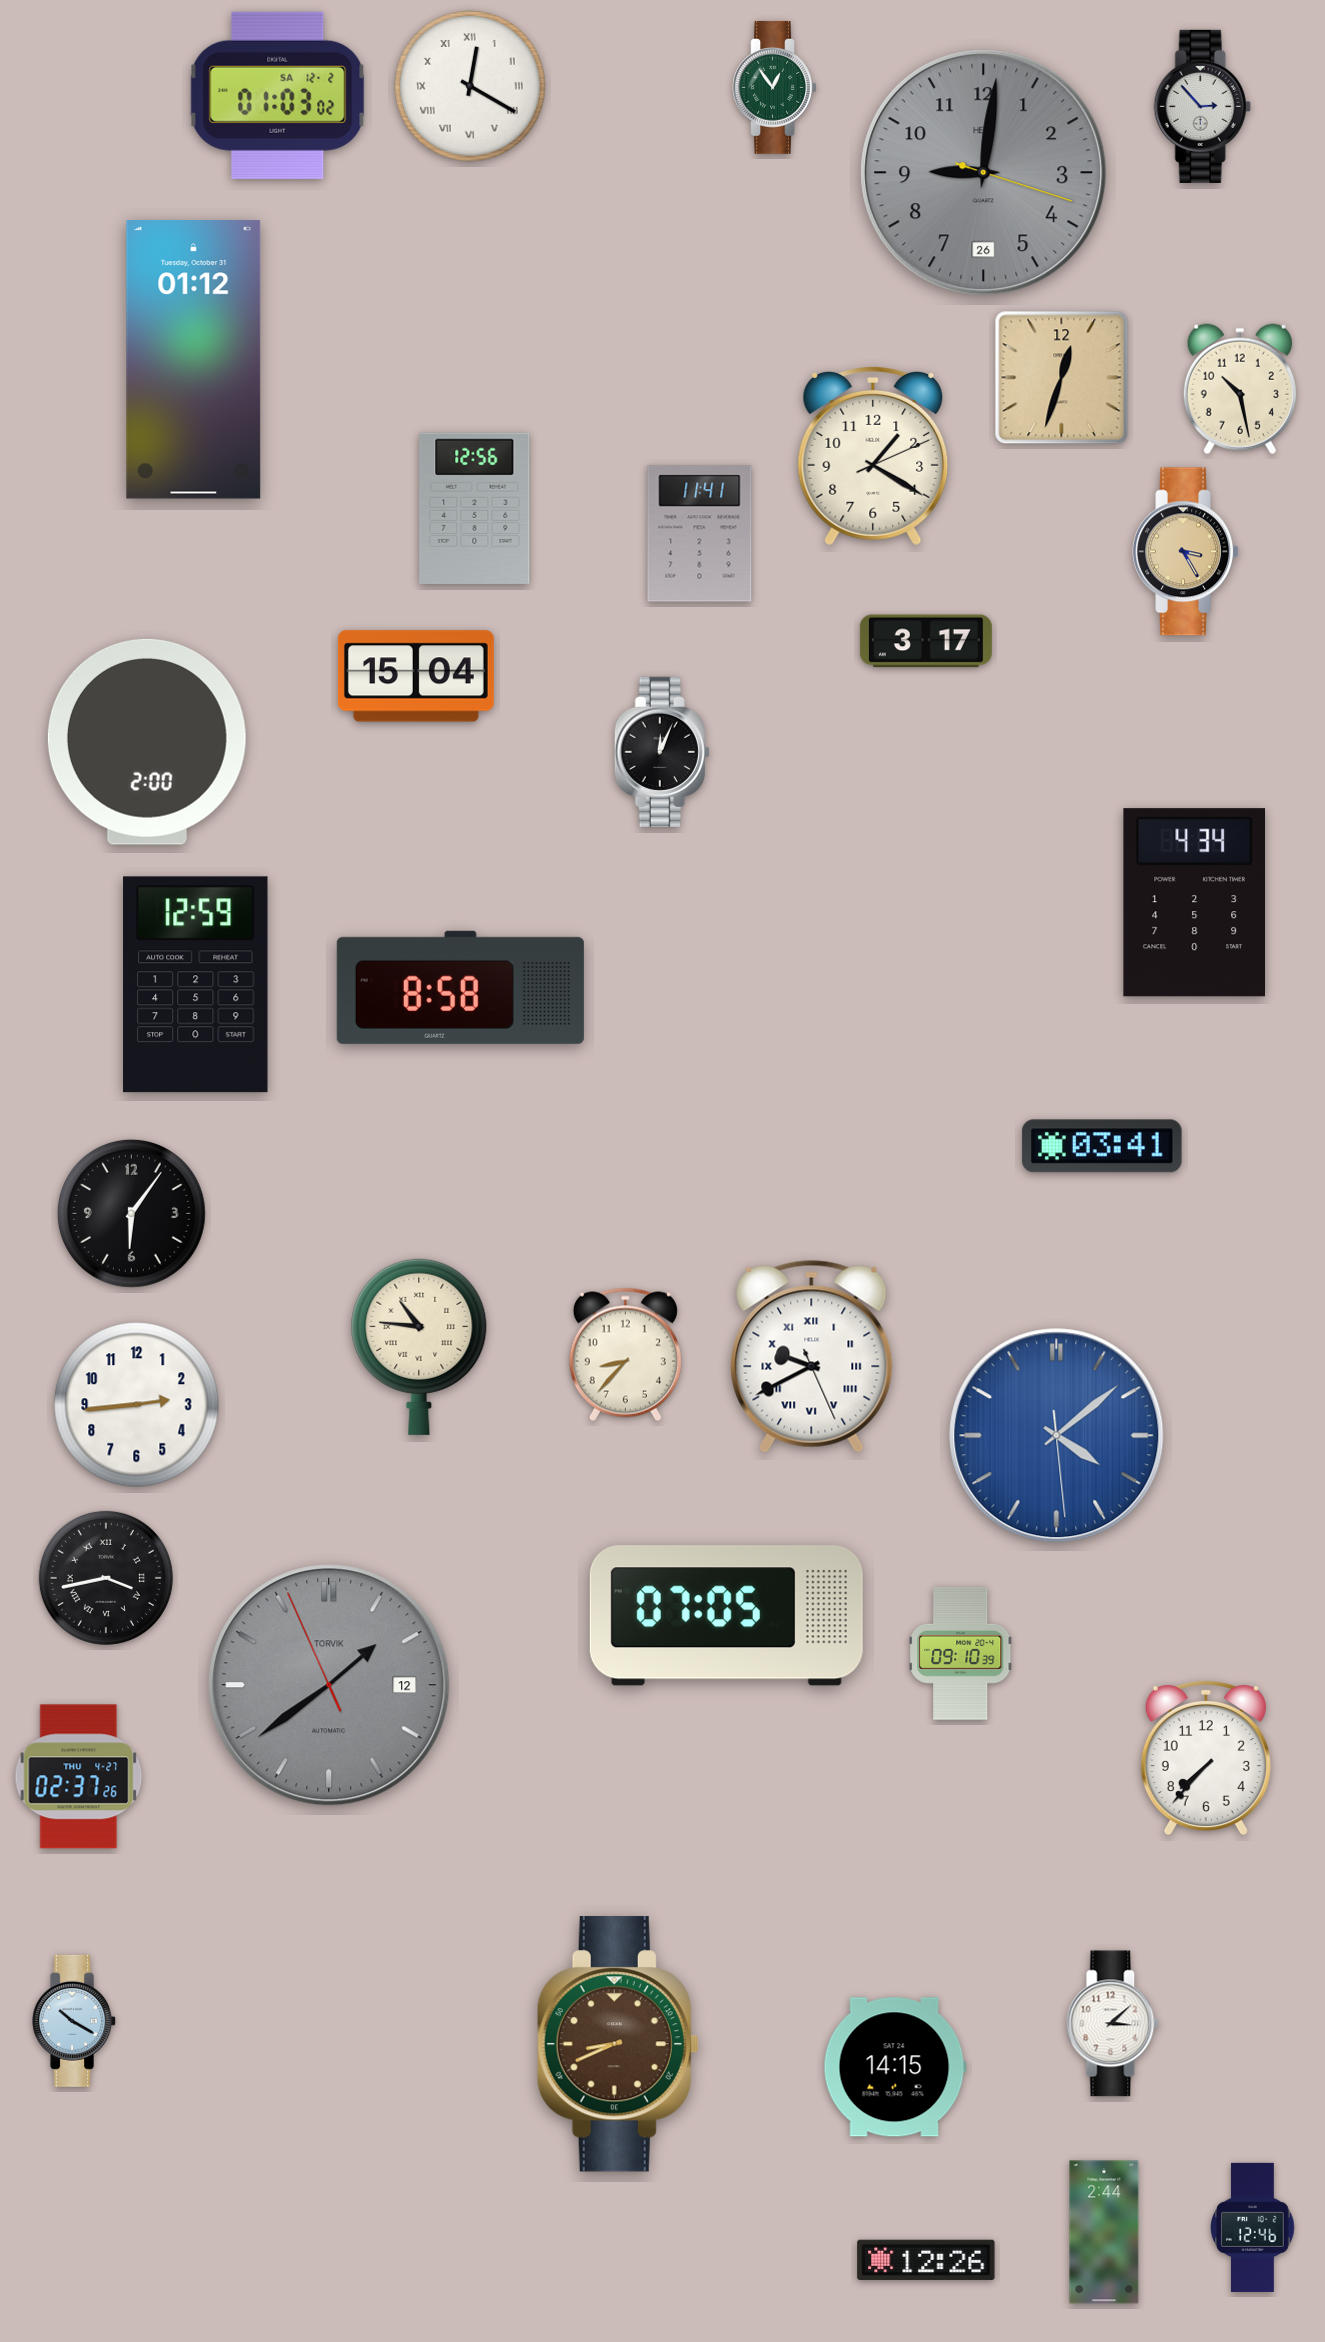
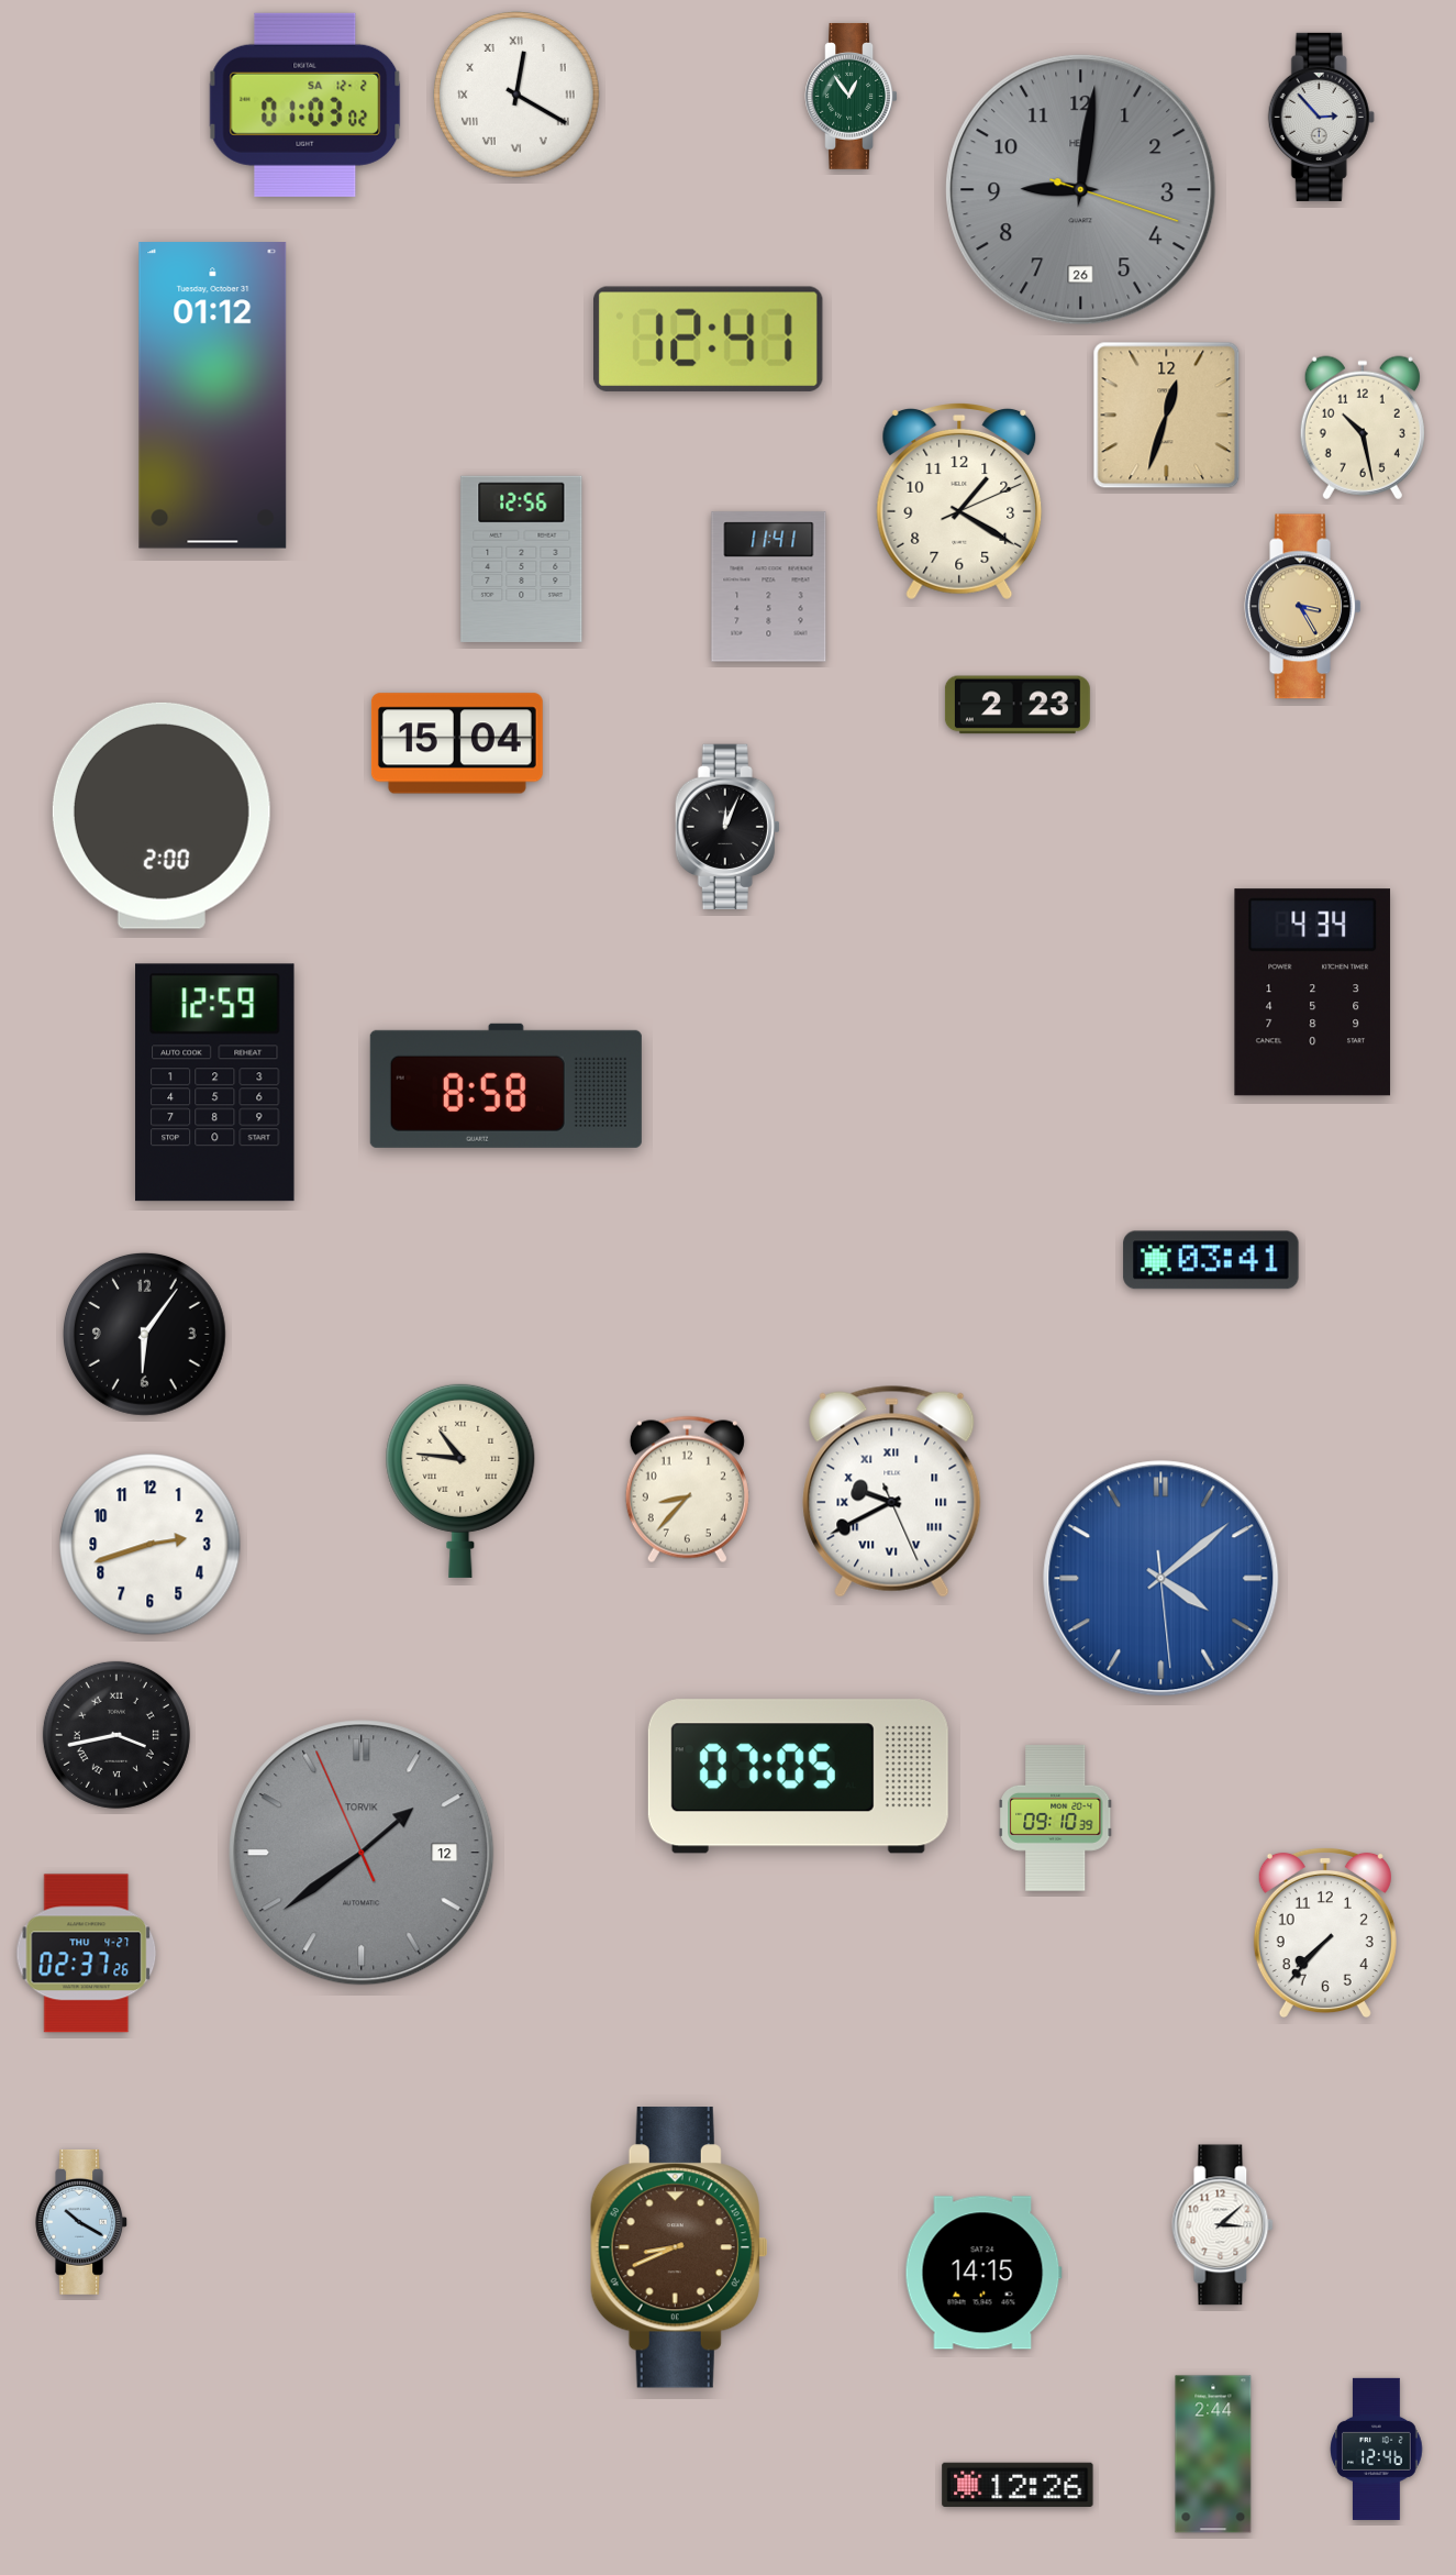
clock at (709, 339): none -> 12:41
clock at (926, 641): 3:17 -> 2:23
clock at (137, 1405): 2:44 -> 2:42
